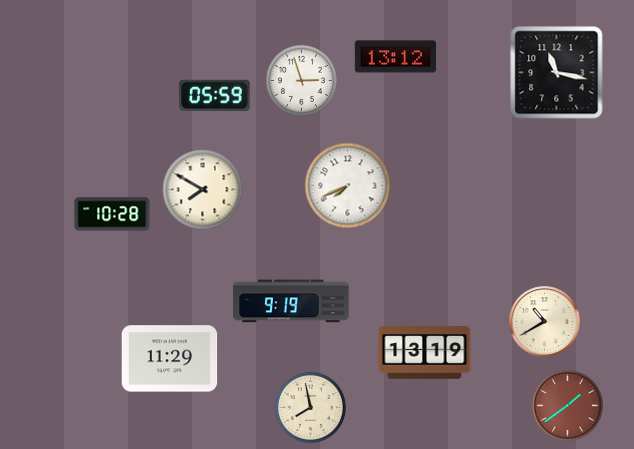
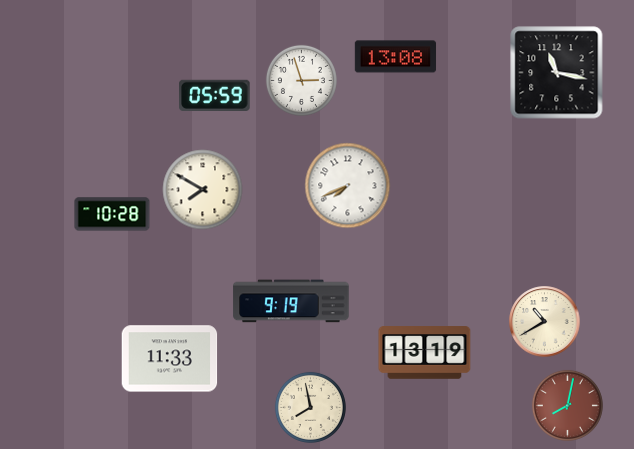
clock at (396, 57): 13:12 -> 13:08
clock at (170, 359): 11:29 -> 11:33
clock at (567, 405): 1:39 -> 8:02
